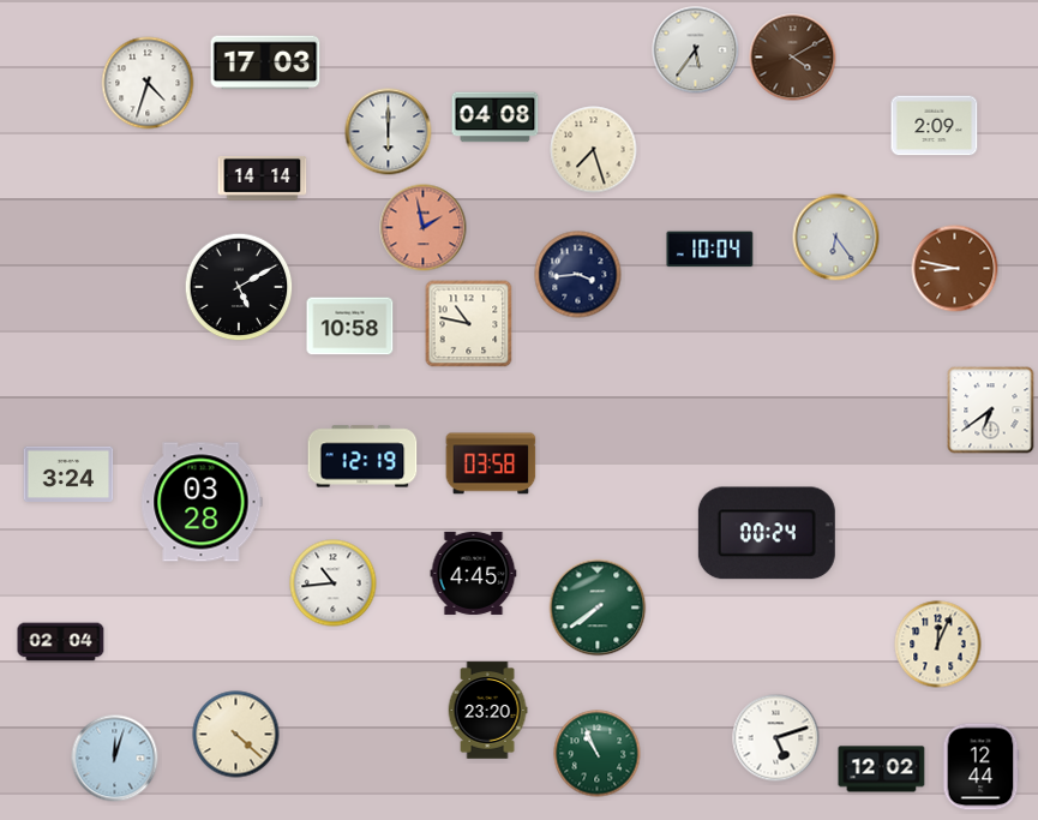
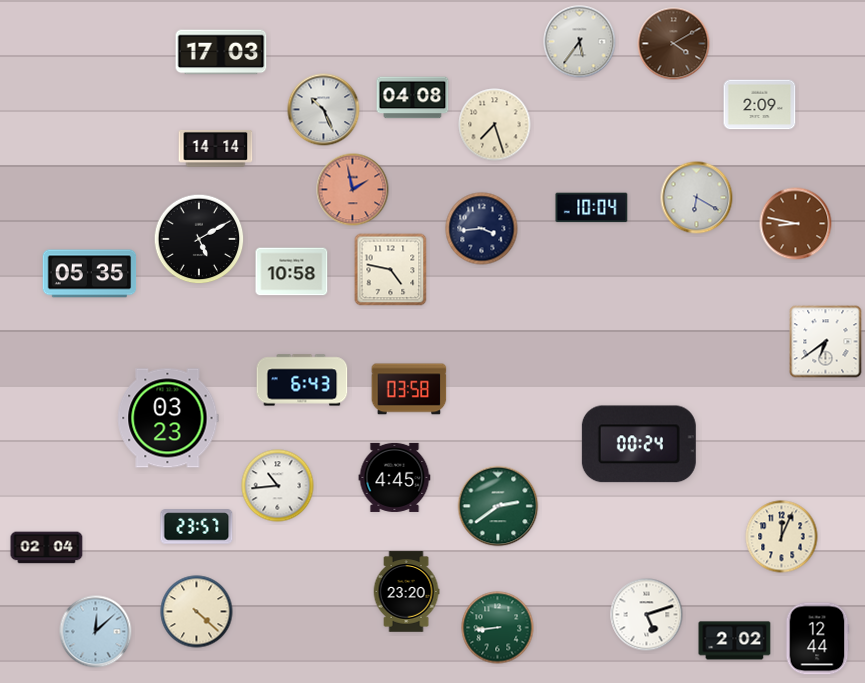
clock at (793, 58) position: (793, 58) -> (674, 44)
clock at (148, 83): 4:33 -> none
clock at (935, 126) position: (935, 126) -> (760, 105)
clock at (389, 132): 6:00 -> 10:26
clock at (263, 178) position: (263, 178) -> (216, 148)
clock at (836, 238): 6:24 -> 6:20
clock at (469, 324): 10:47 -> 4:47
clock at (90, 274): none -> 05:35
clock at (362, 456): 12:19 -> 6:43
clock at (491, 463) position: (491, 463) -> (409, 389)
clock at (68, 473): 3:24 -> none
clock at (202, 502): 03:28 -> 03:23
clock at (598, 607): 7:39 -> 2:39
clock at (197, 527): none -> 23:57
clock at (61, 642) position: (61, 642) -> (47, 548)
clock at (598, 754): 10:56 -> 8:44
clock at (115, 759): 12:03 -> 12:08
clock at (882, 770): 12:02 -> 2:02
